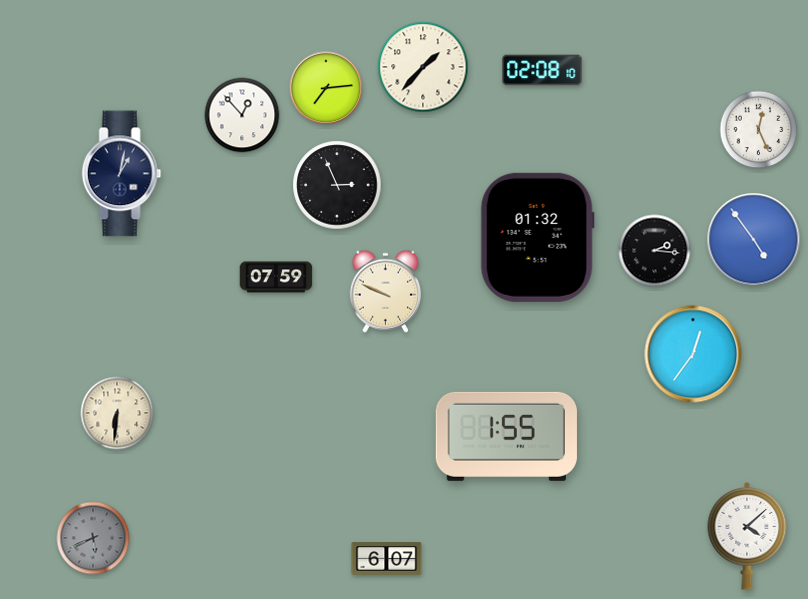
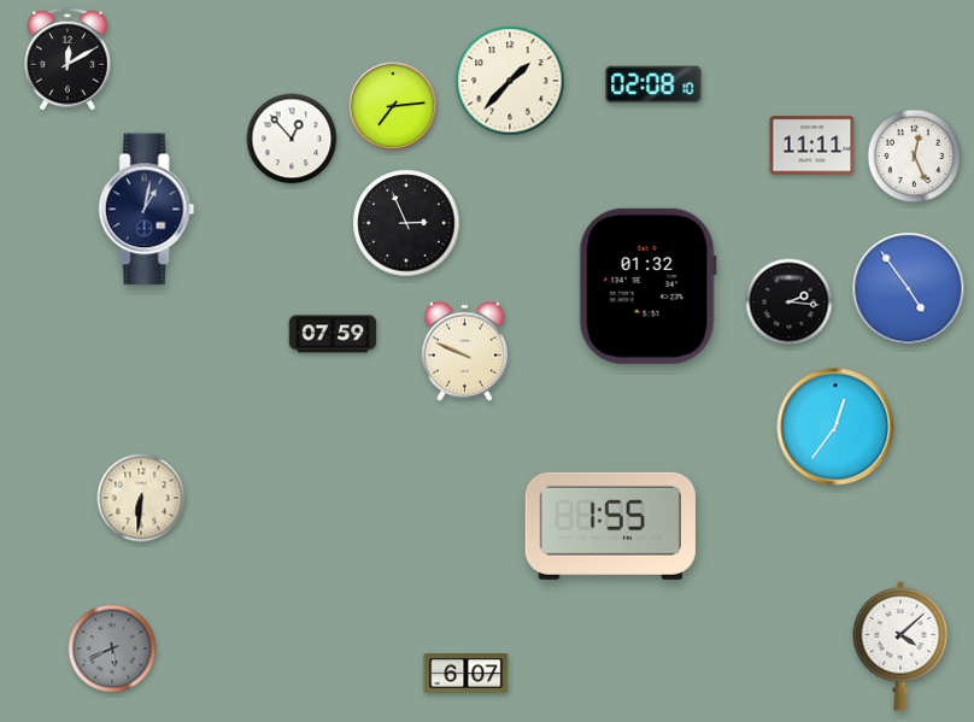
clock at (69, 59): none -> 12:10
clock at (812, 146): none -> 11:11
